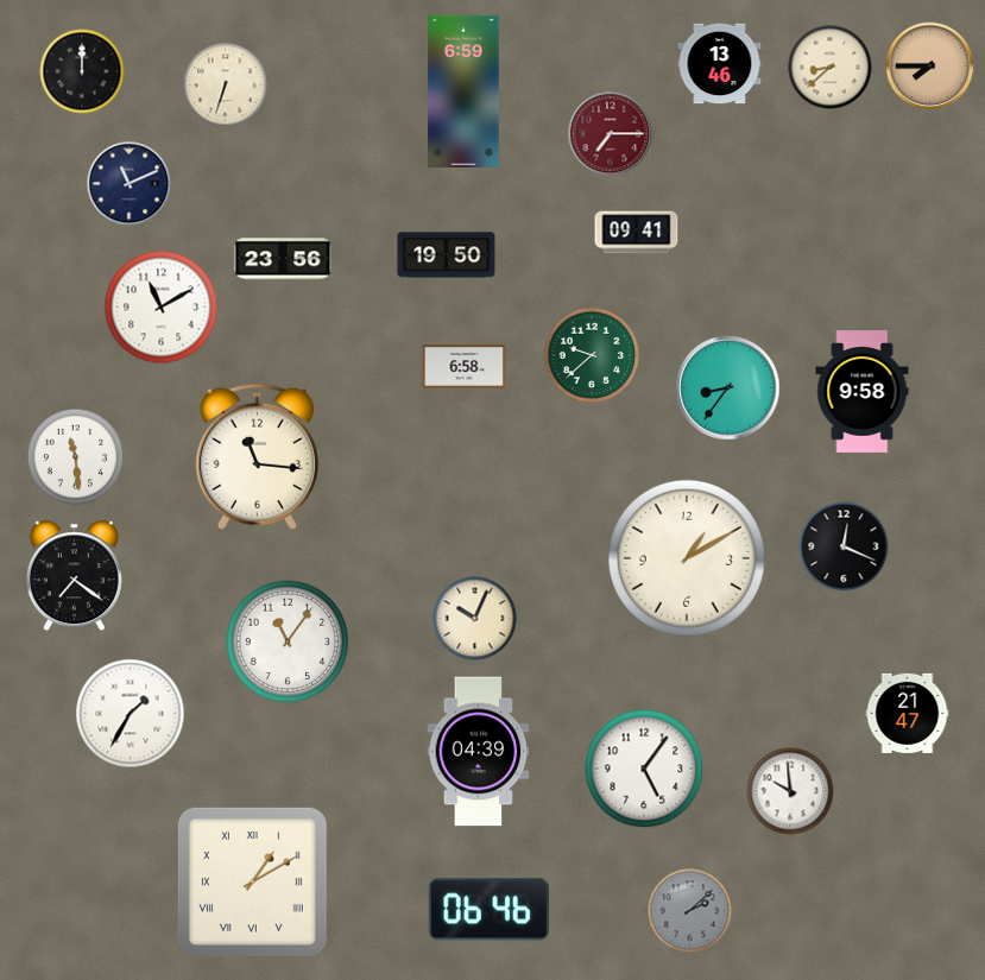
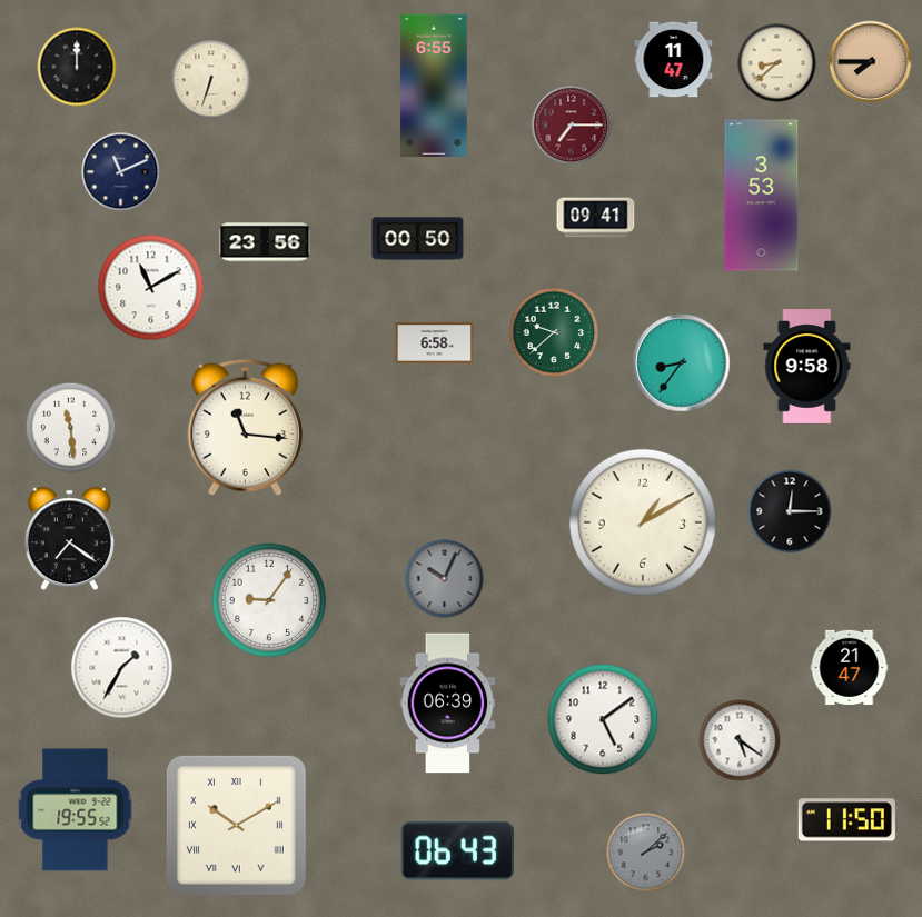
clock at (720, 64): 13:46 -> 11:47
clock at (463, 91): 6:59 -> 6:55
clock at (762, 196): none -> 3:53
clock at (447, 255): 19:50 -> 00:50
clock at (257, 456) position: (257, 456) -> (245, 427)
clock at (844, 546): 12:19 -> 12:15
clock at (475, 619) dial: cream -> grey
clock at (288, 641): 11:06 -> 9:06
clock at (479, 752): 04:39 -> 06:39
clock at (644, 769): 5:06 -> 5:09
clock at (790, 791): 9:59 -> 5:21
clock at (76, 810): none -> 19:55
clock at (846, 820): none -> 11:50
clock at (252, 881): 1:10 -> 10:10
clock at (488, 910): 06:46 -> 06:43
